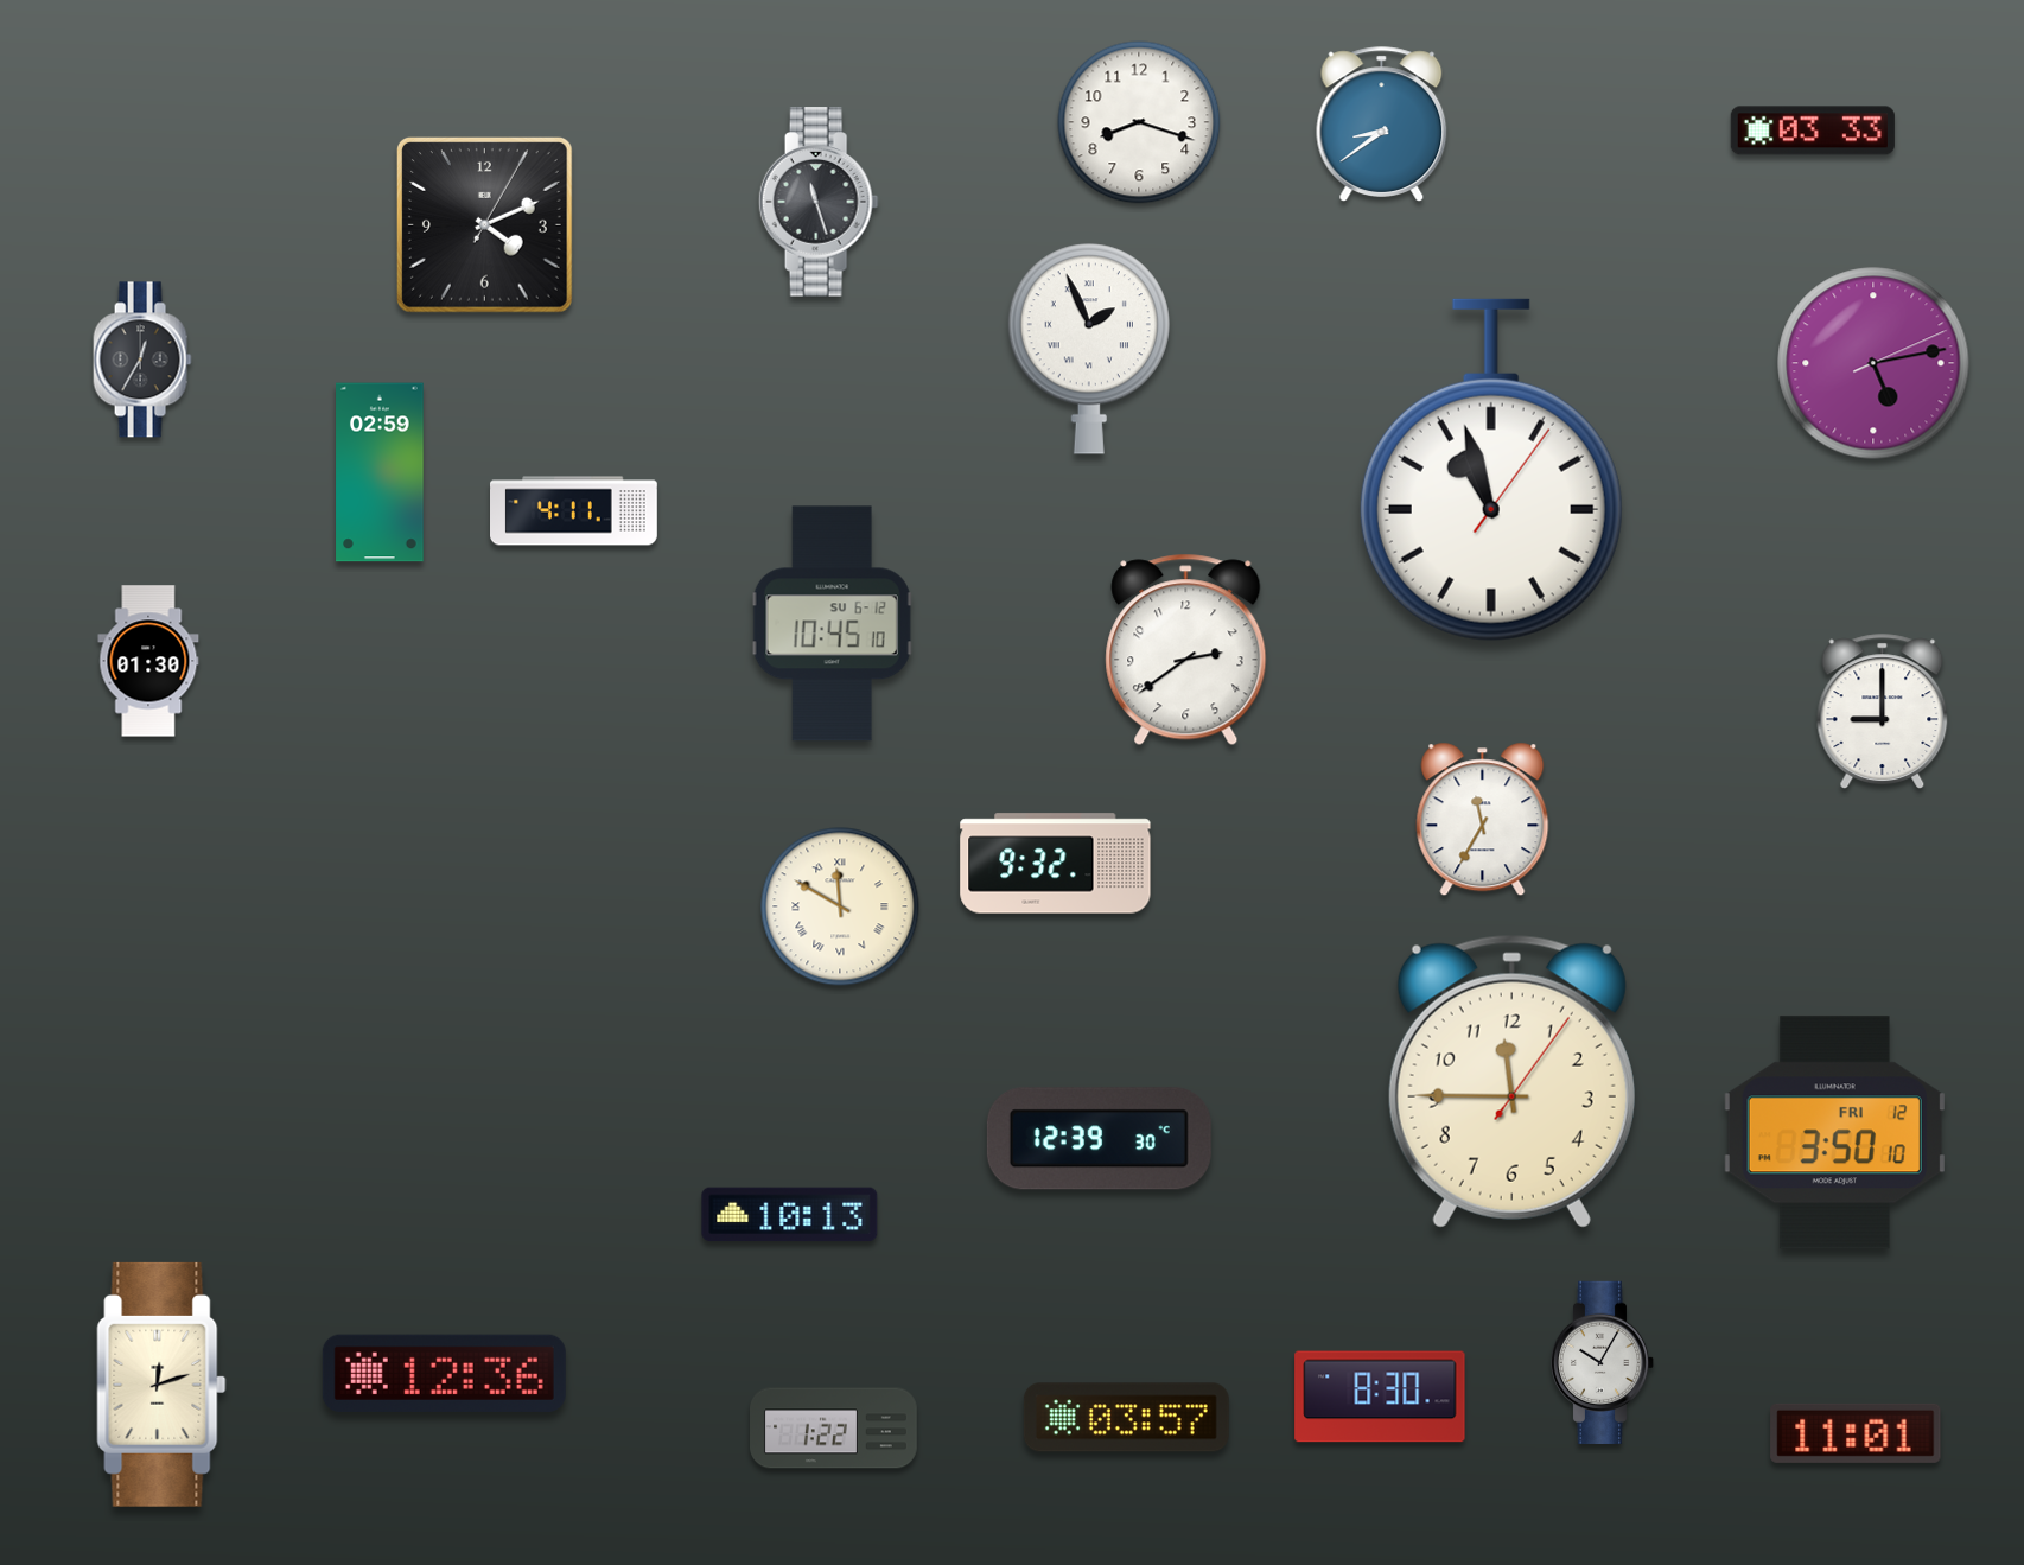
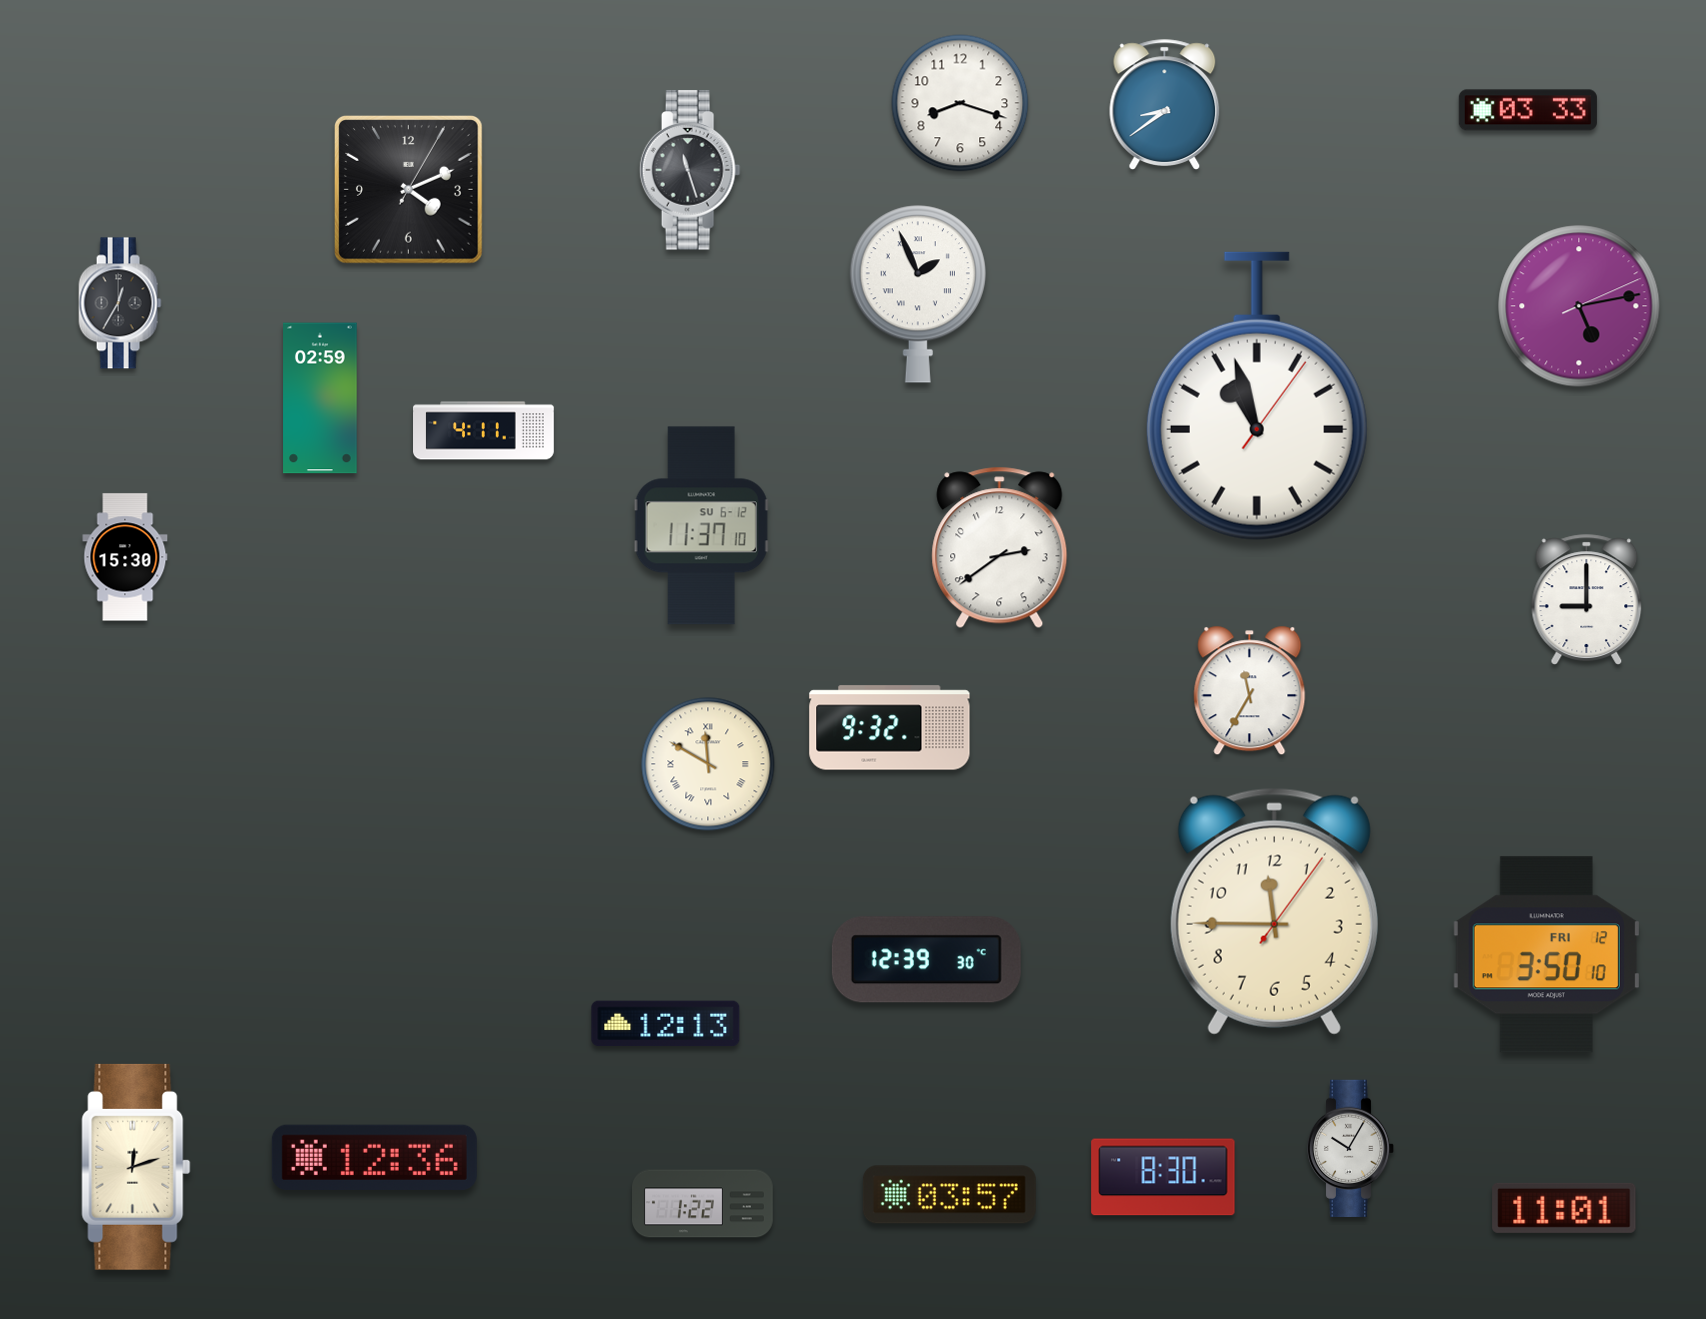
clock at (832, 624): 10:45 -> 11:37
clock at (148, 661): 01:30 -> 15:30
clock at (790, 1215): 10:13 -> 12:13
